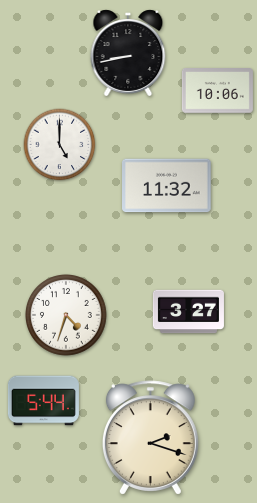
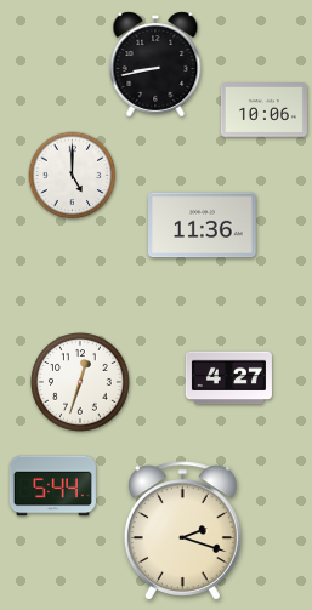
clock at (167, 186): 11:32 -> 11:36
clock at (188, 312): 3:27 -> 4:27
clock at (67, 316): 4:33 -> 12:33
